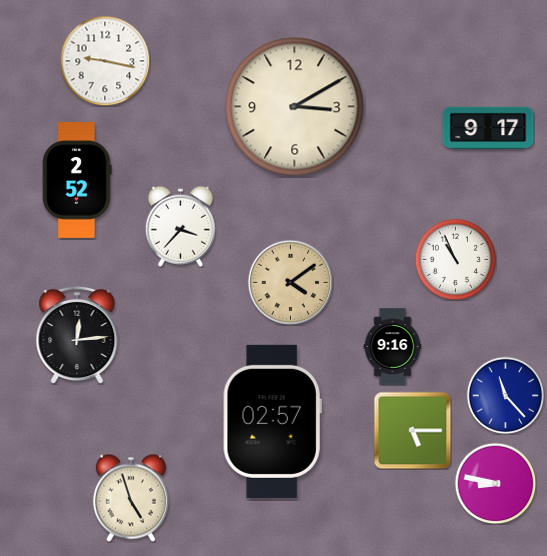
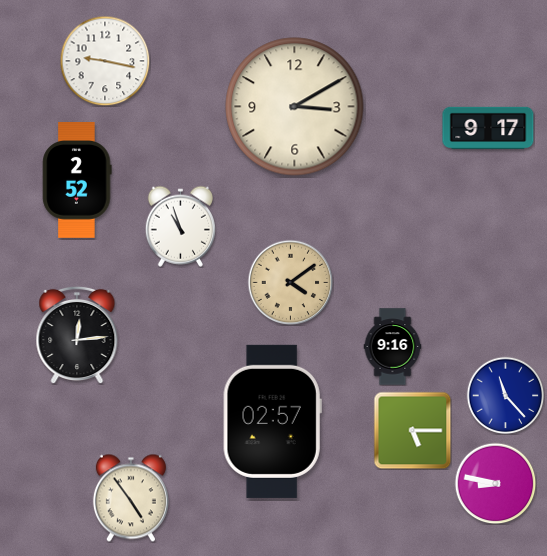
clock at (180, 226): 3:37 -> 10:57
clock at (455, 259): 10:56 -> none
clock at (131, 498): 4:57 -> 4:54
